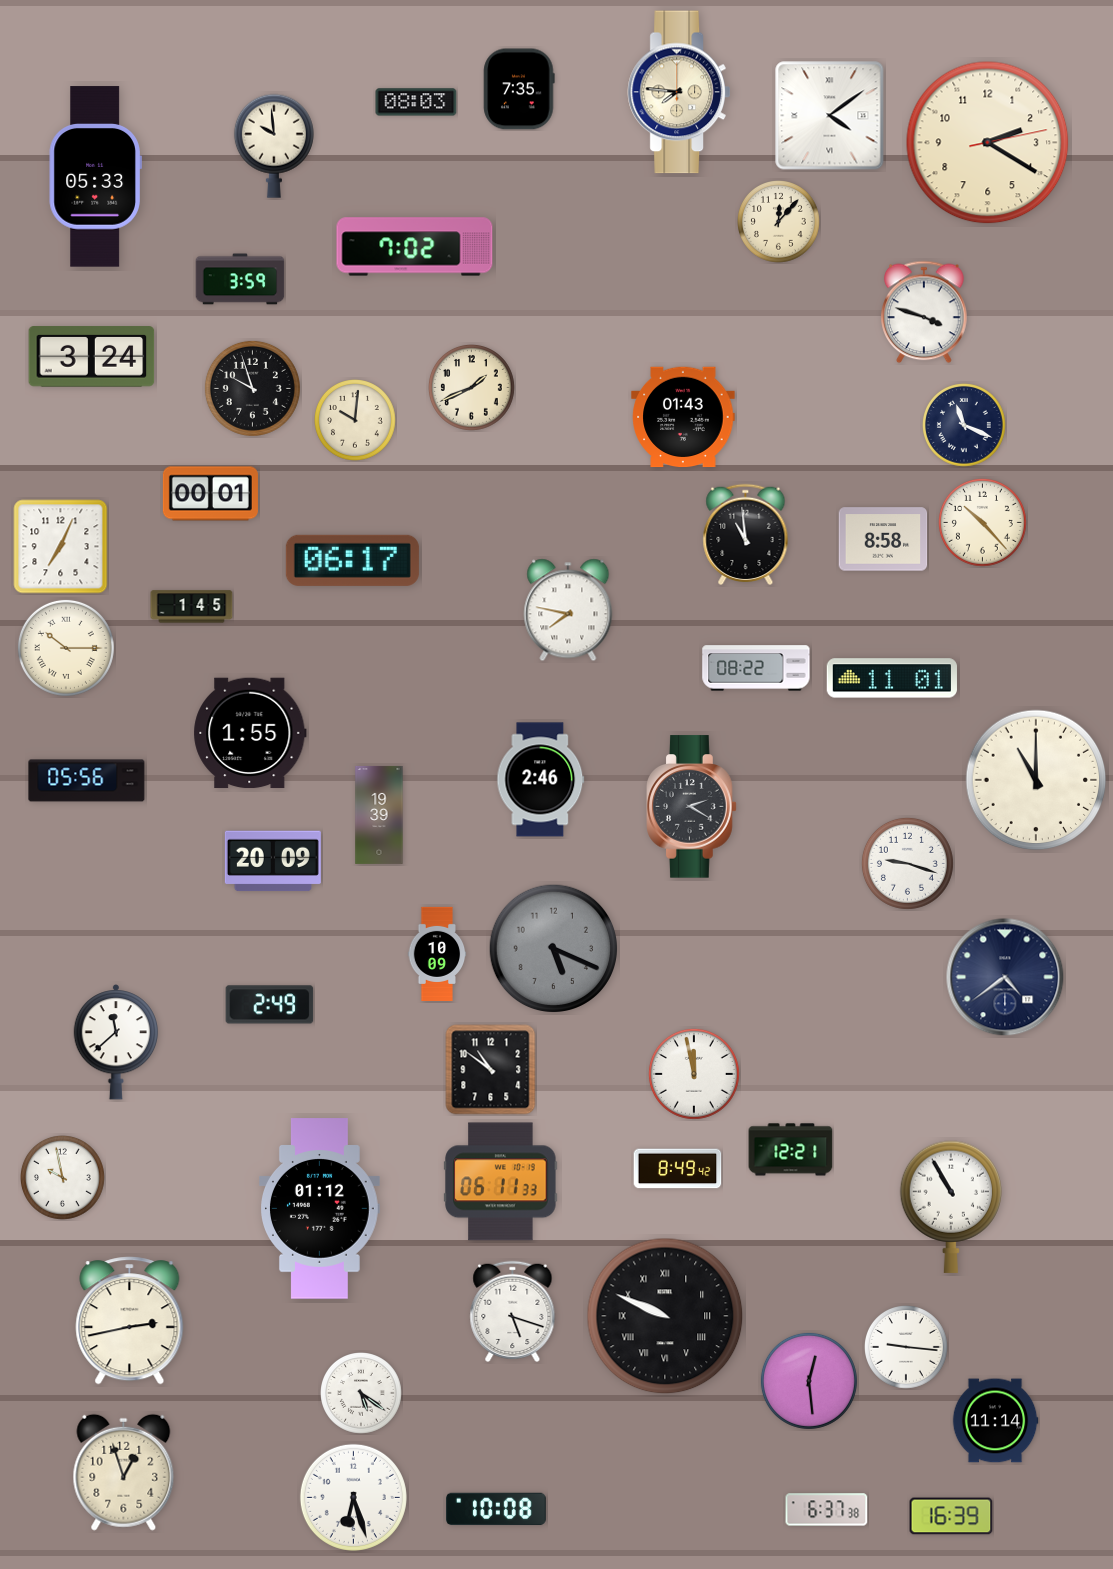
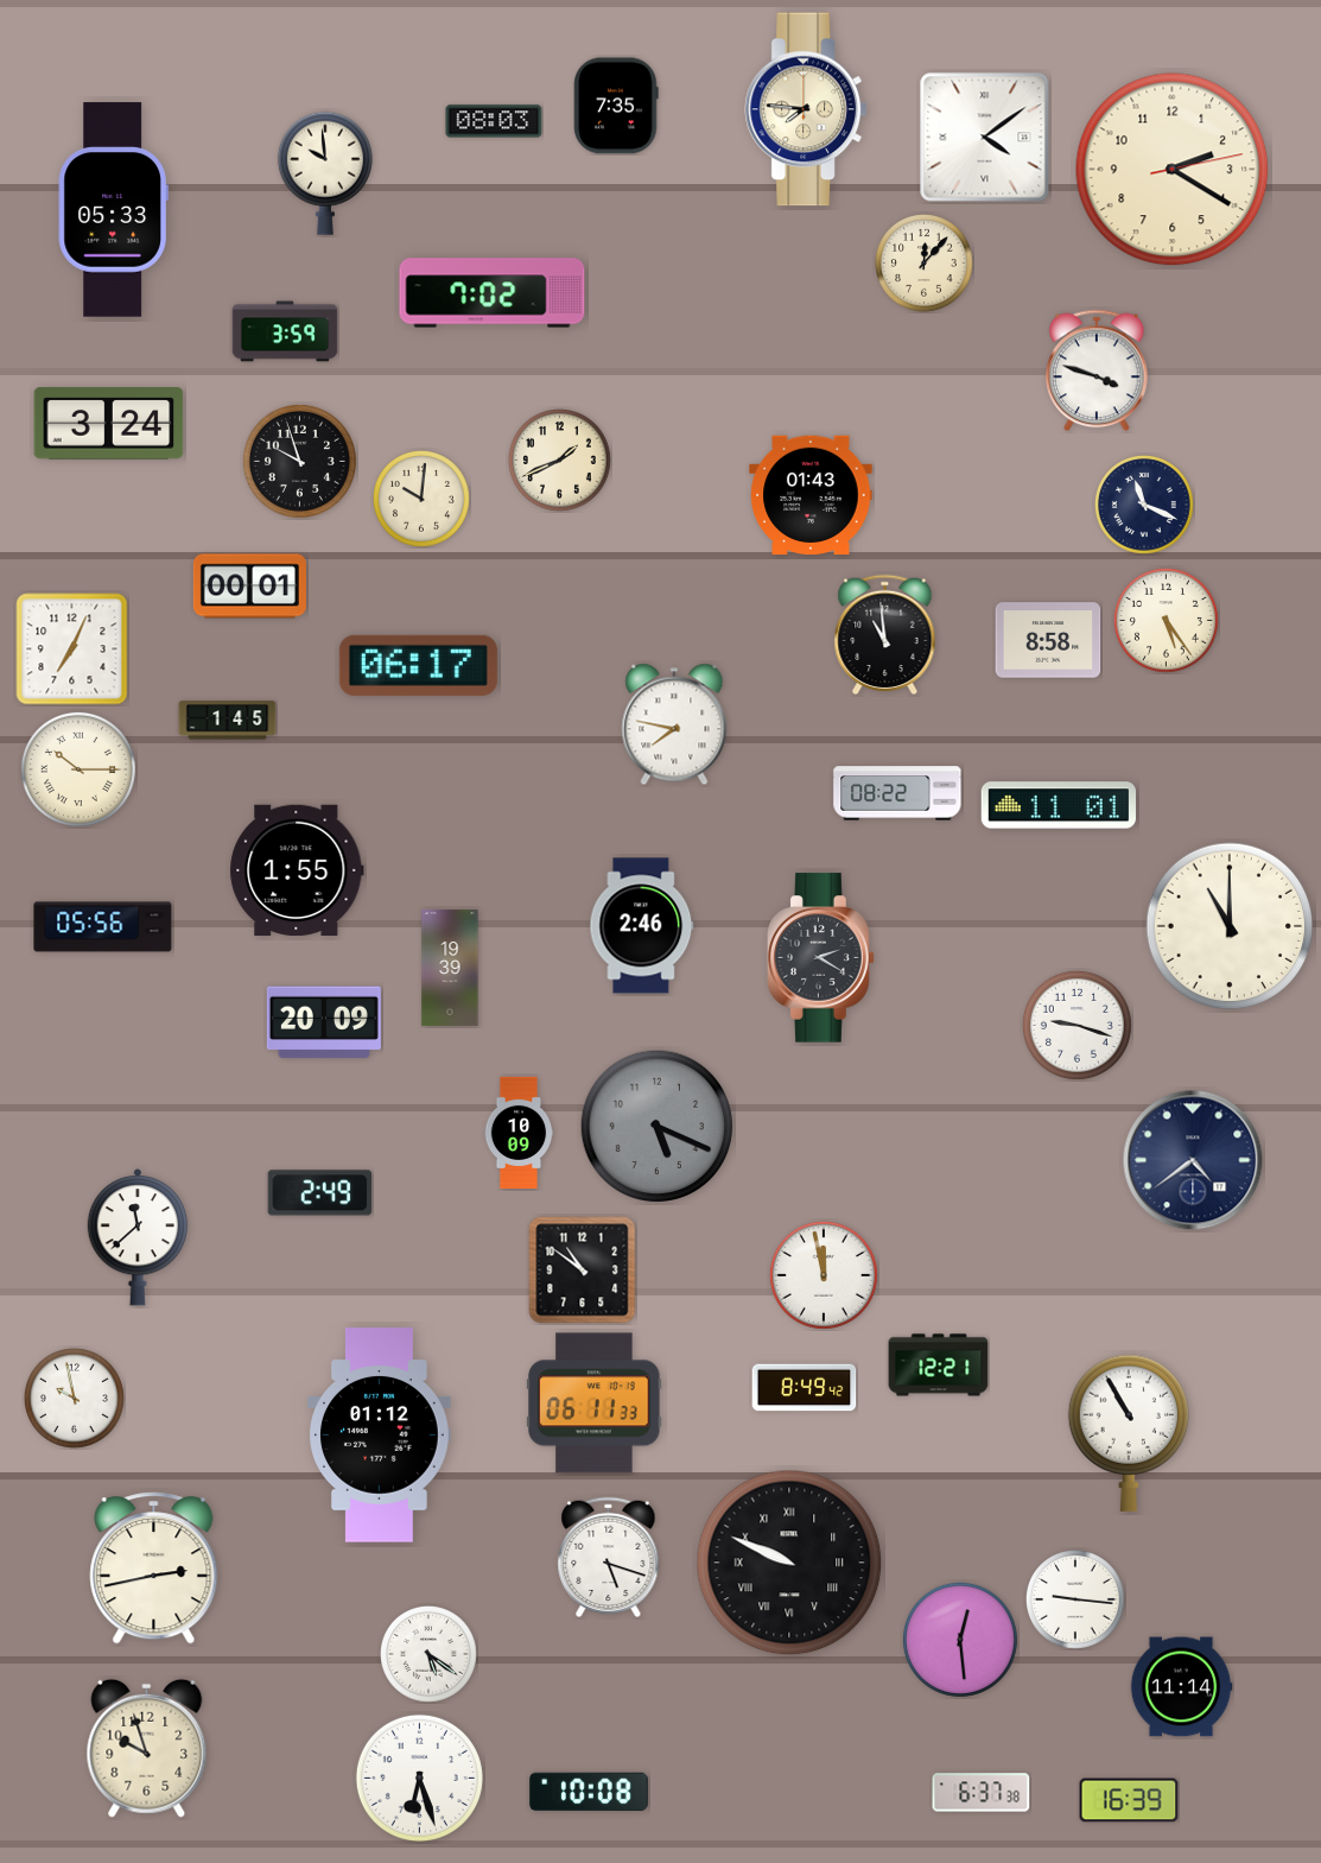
clock at (982, 522): 10:23 -> 5:24
clock at (124, 1472): 12:57 -> 9:57
